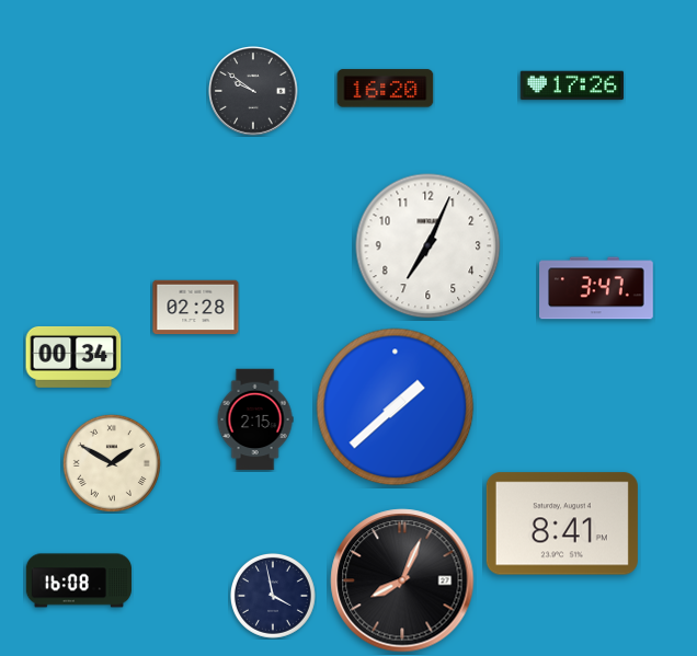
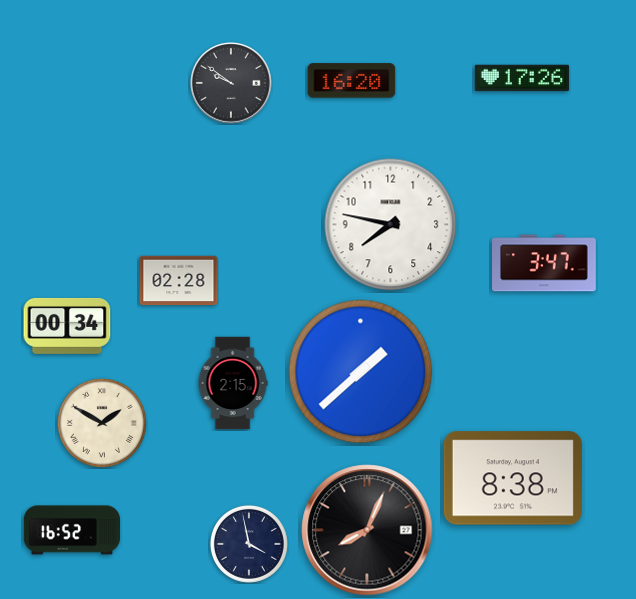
clock at (429, 246): 7:04 -> 7:47
clock at (562, 523): 8:41 -> 8:38
clock at (78, 580): 16:08 -> 16:52
